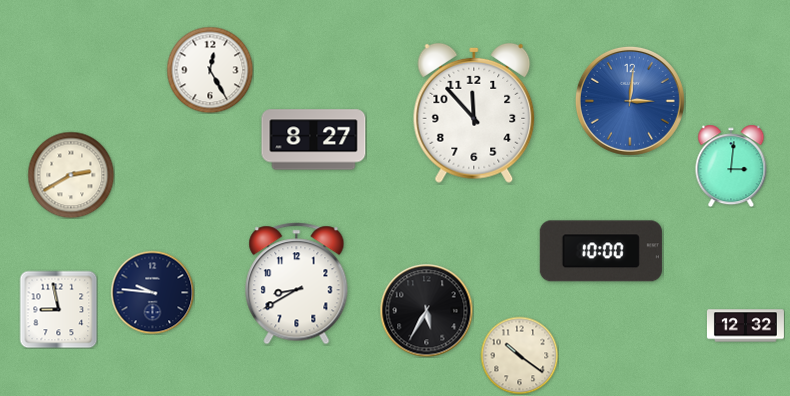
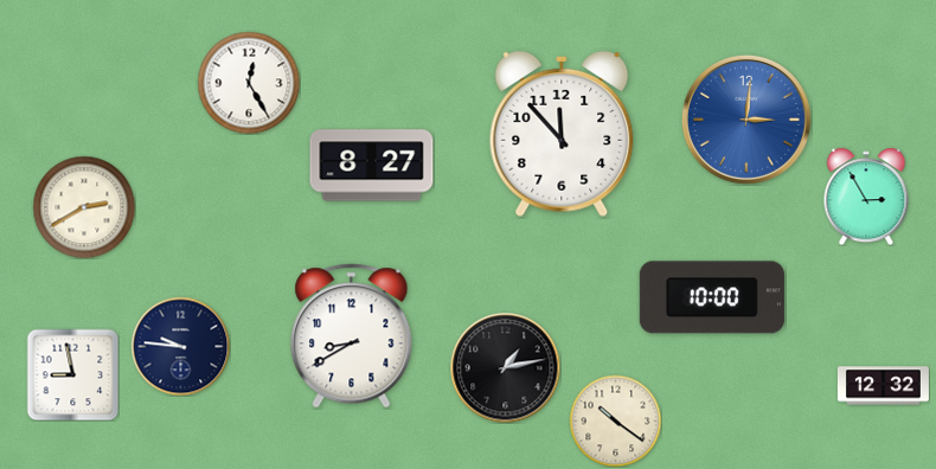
clock at (731, 166): 3:01 -> 2:55
clock at (58, 309) position: (58, 309) -> (72, 374)
clock at (426, 310): 5:35 -> 1:13
